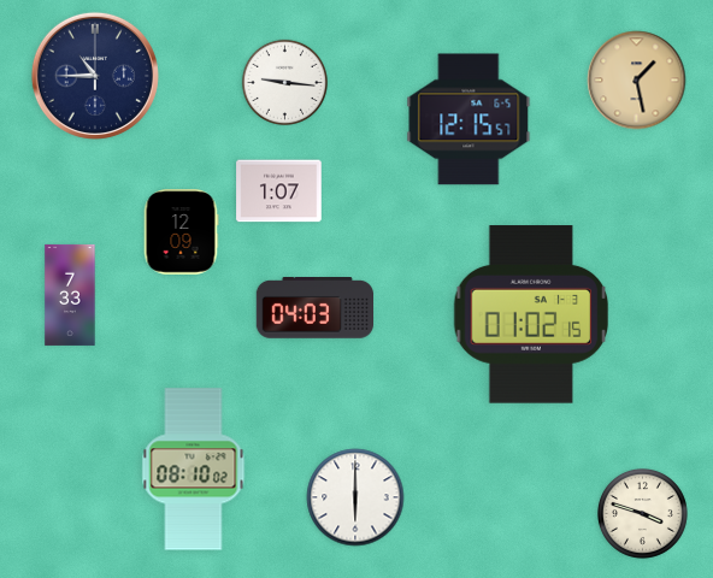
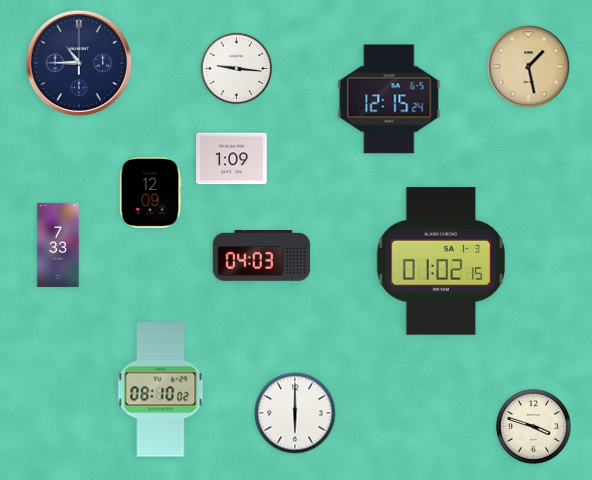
clock at (469, 119): 12:15:57 -> 12:15:24
clock at (279, 191): 1:07 -> 1:09
